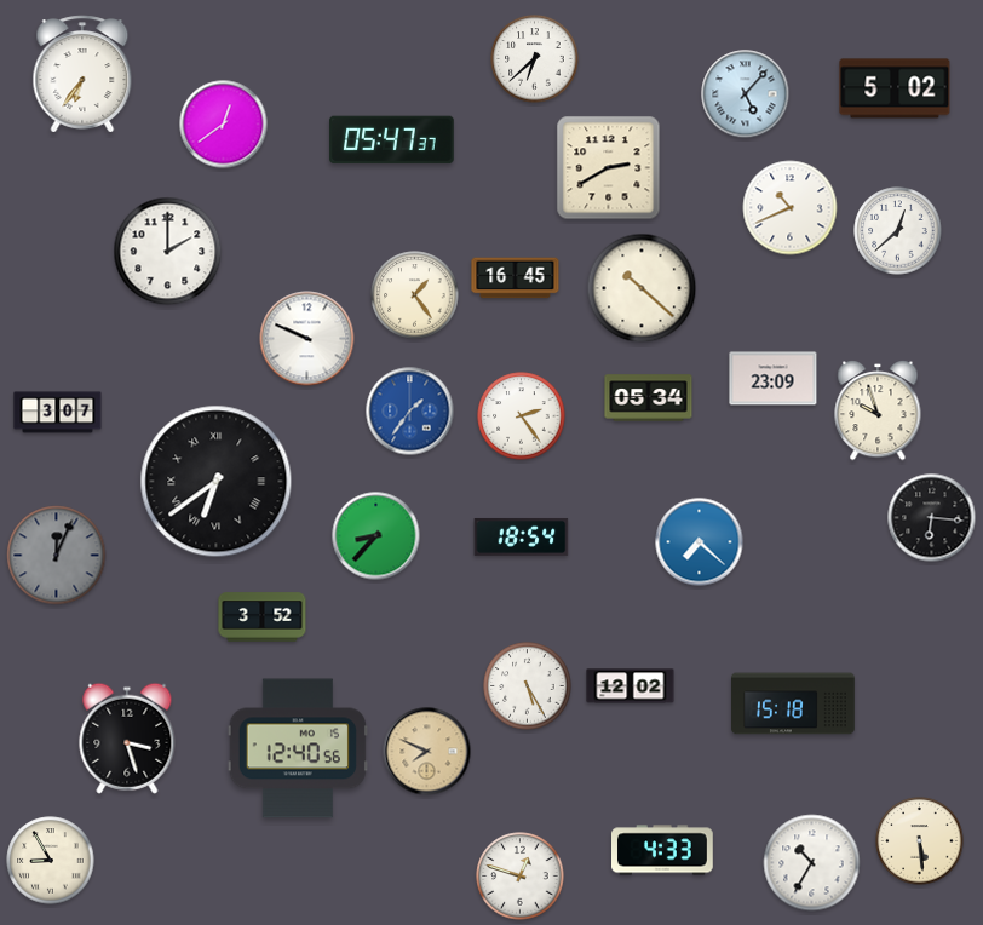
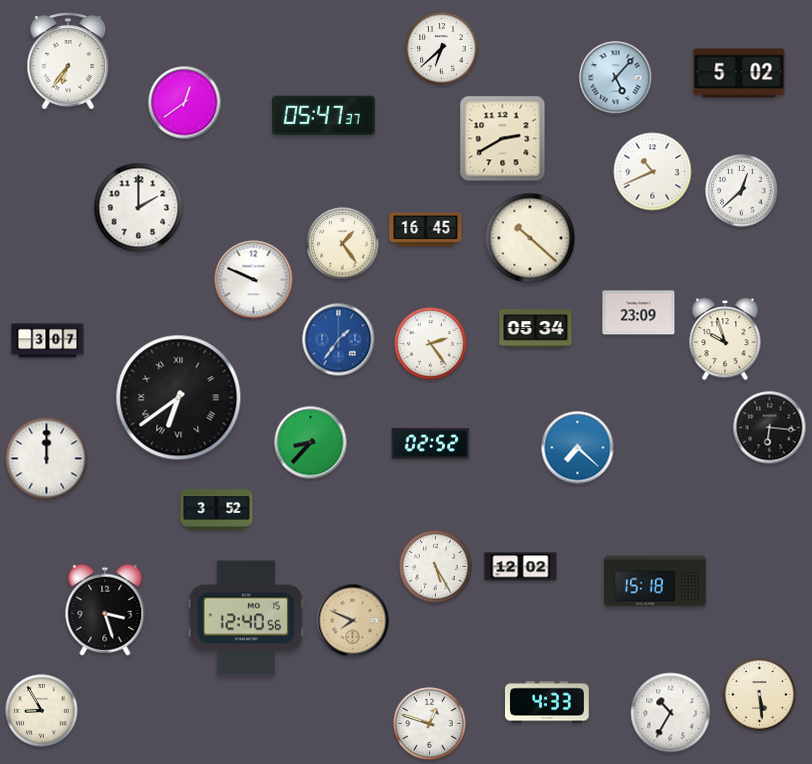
clock at (522, 538): 18:54 -> 02:52
clock at (57, 556): 12:04 -> 12:00
clock at (57, 556) dial: grey -> white
